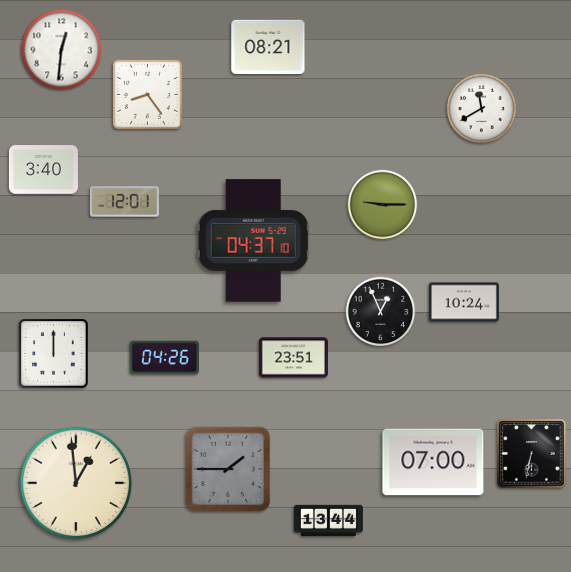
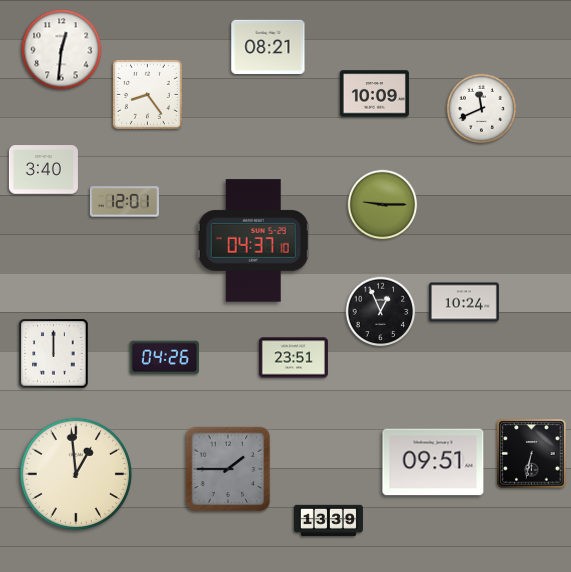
clock at (374, 94): none -> 10:09
clock at (482, 109): 11:40 -> 11:41
clock at (433, 462): 07:00 -> 09:51
clock at (75, 482) position: (75, 482) -> (75, 473)
clock at (328, 521): 13:44 -> 13:39
